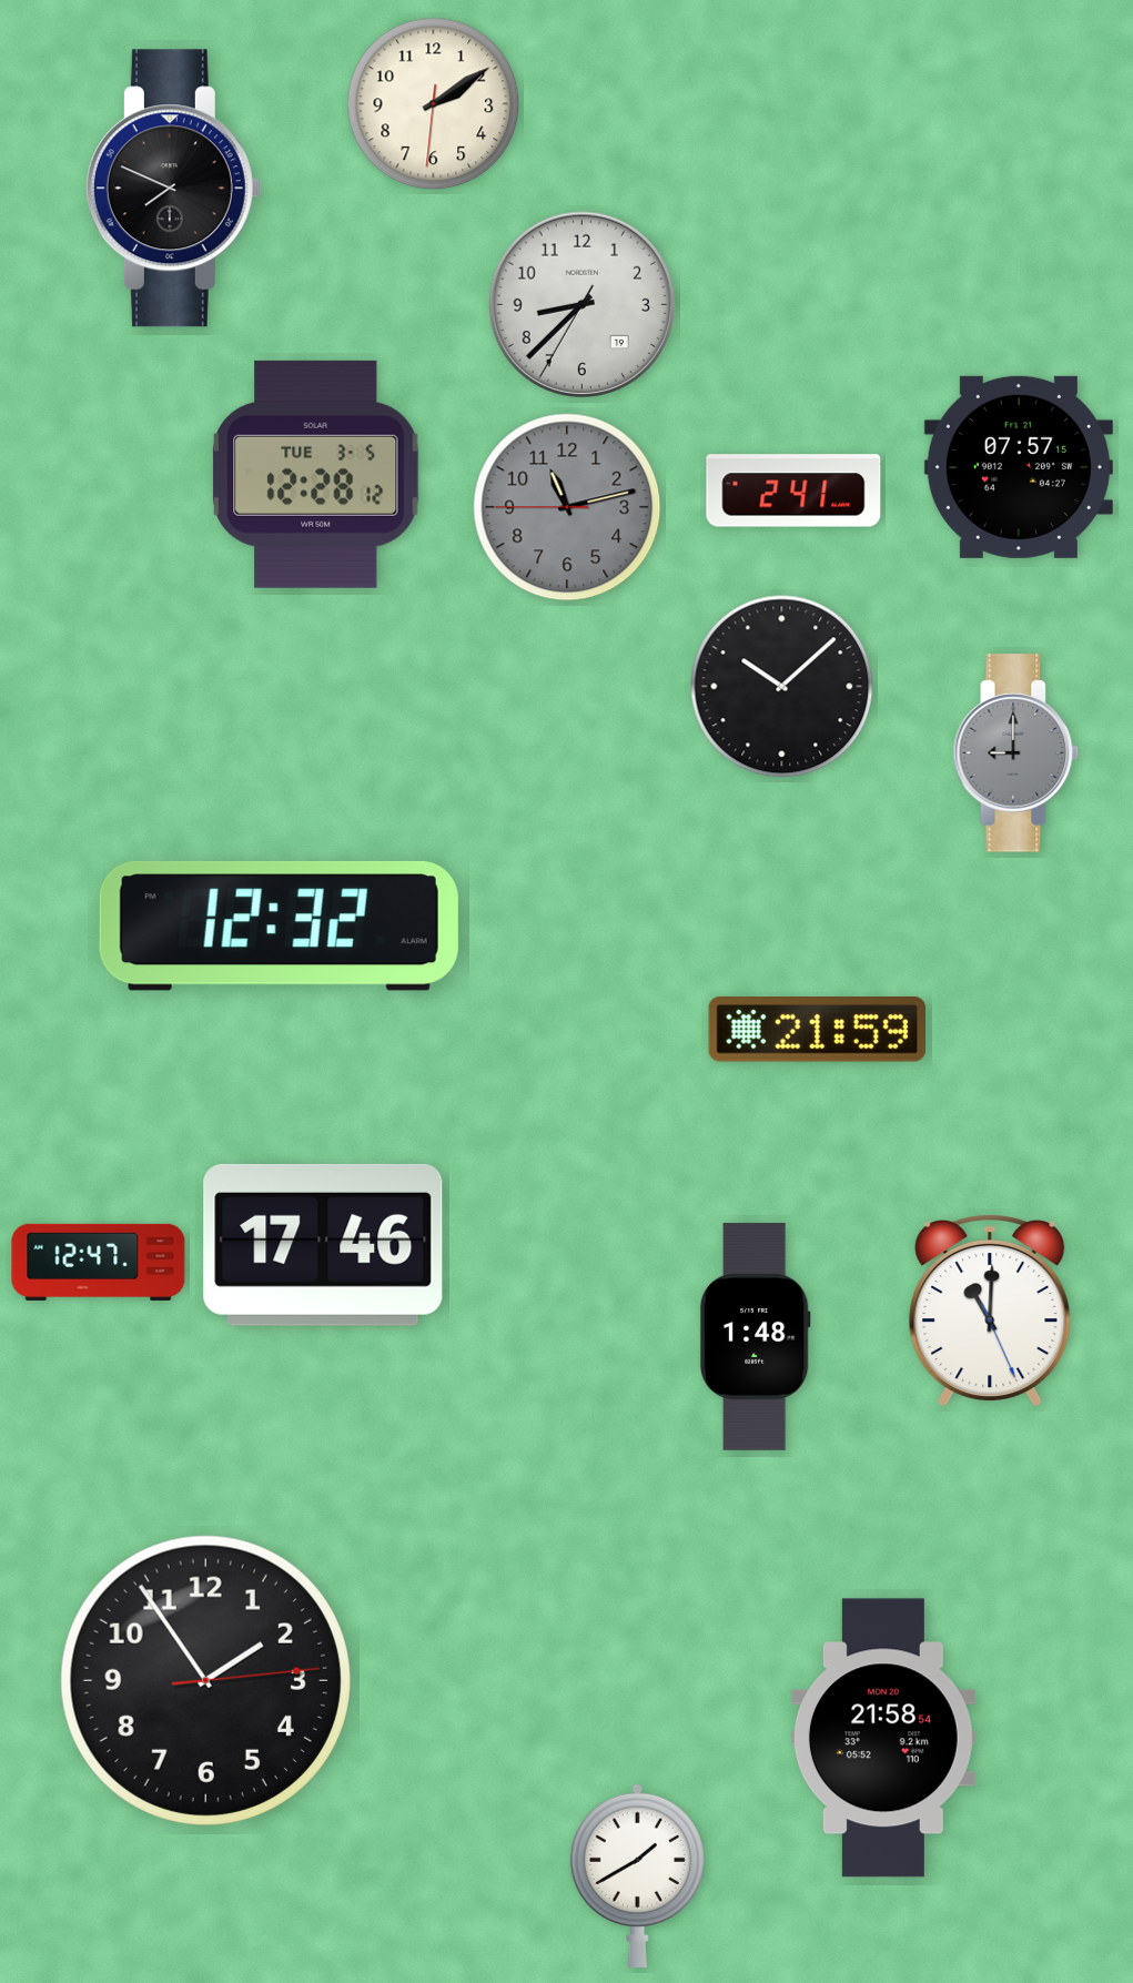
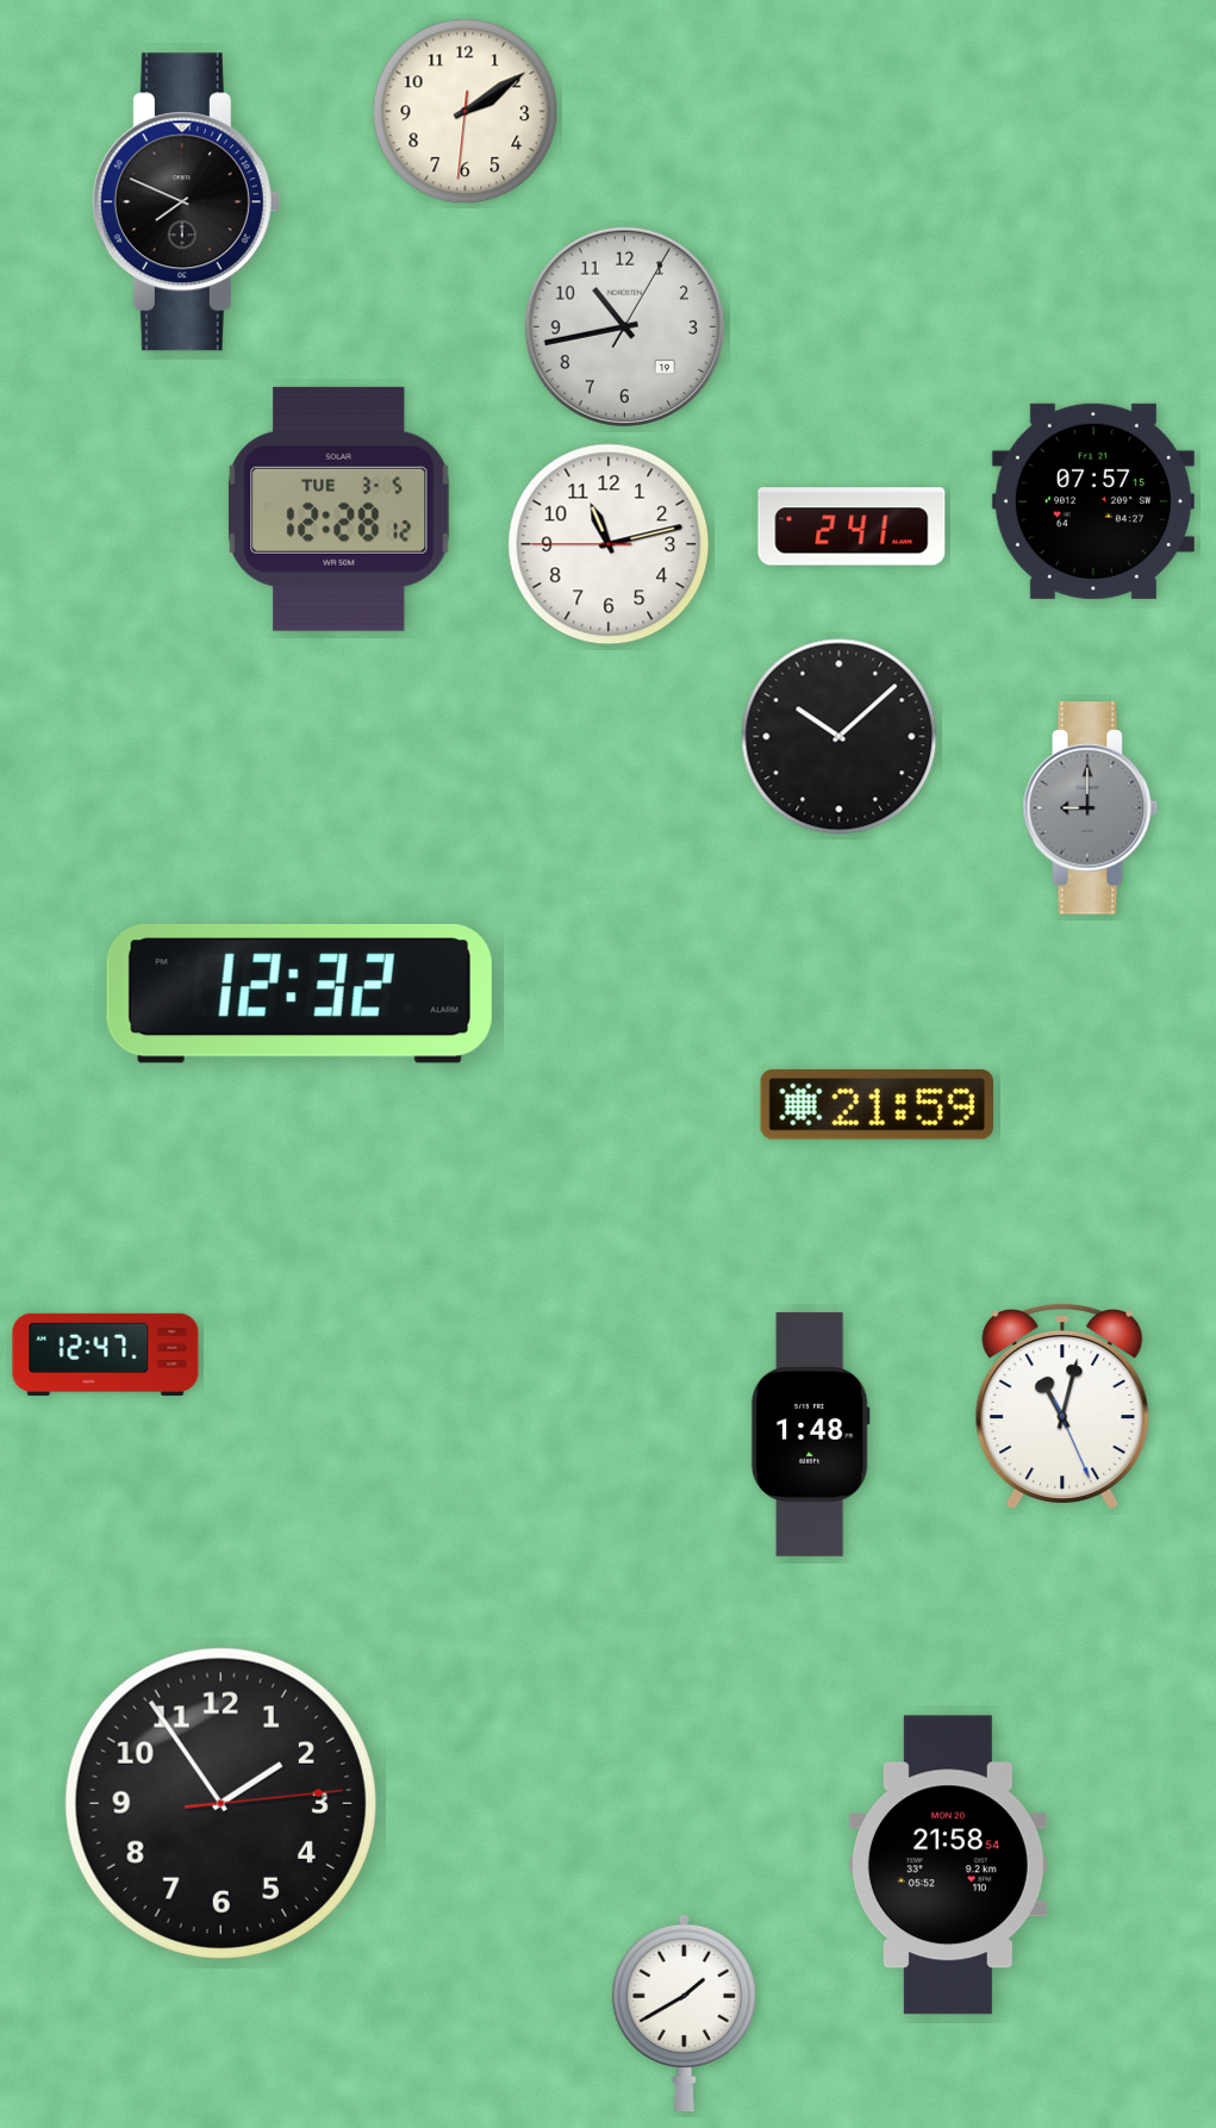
clock at (581, 304): 8:37 -> 10:43
clock at (567, 507) dial: grey -> white
clock at (323, 1245): 17:46 -> none
clock at (990, 1311): 11:00 -> 11:02
